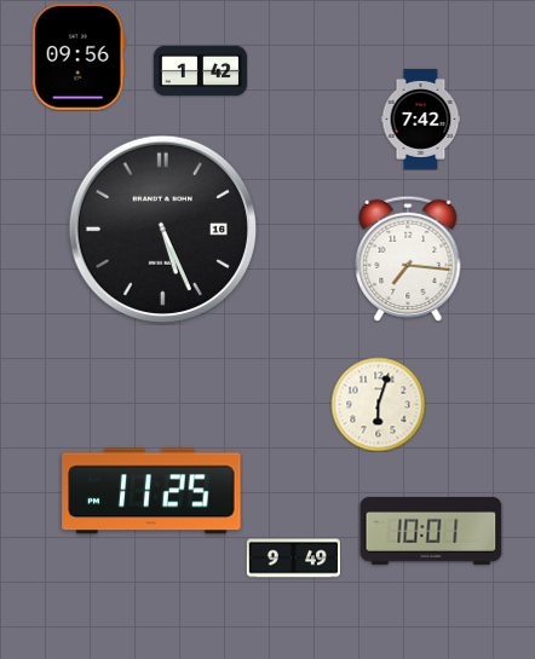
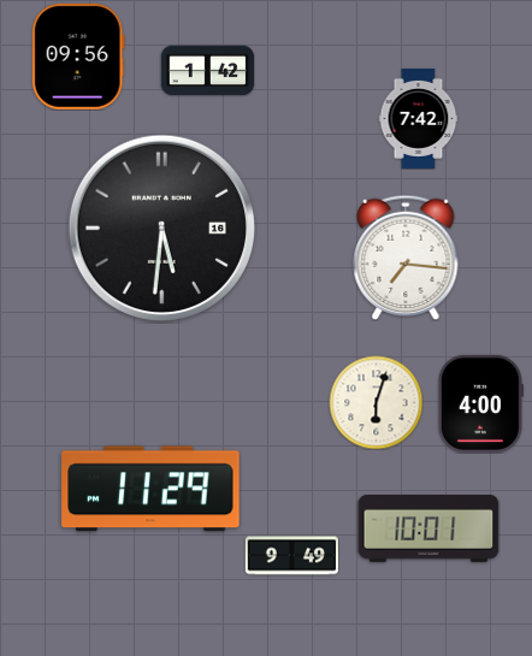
clock at (200, 71) position: (200, 71) -> (207, 71)
clock at (162, 229): 5:26 -> 5:31
clock at (480, 403): none -> 4:00
clock at (151, 491): 11:25 -> 11:29
